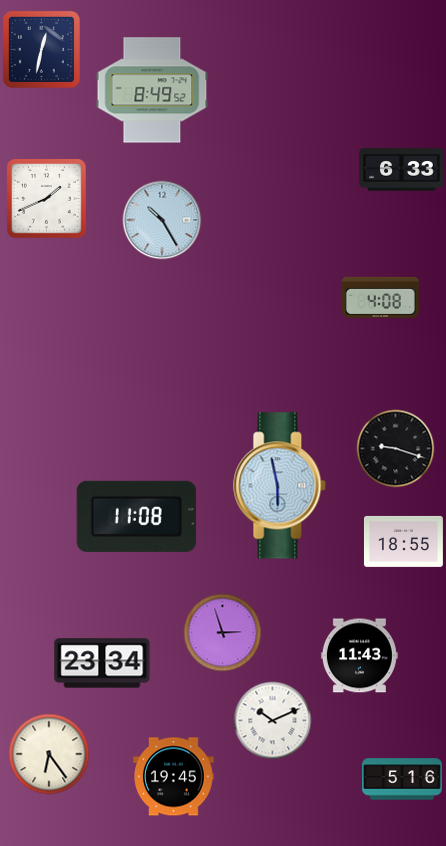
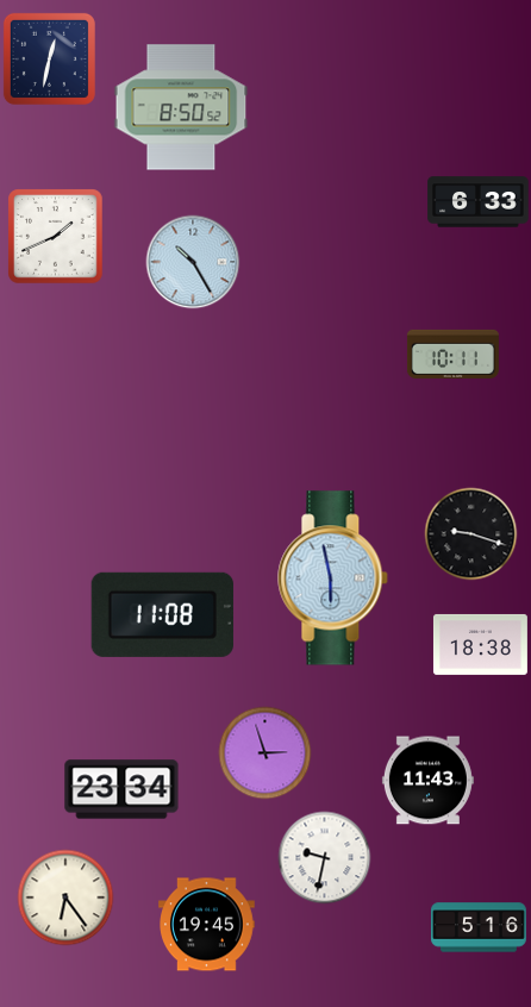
clock at (152, 90): 8:49 -> 8:50
clock at (380, 297): 4:08 -> 10:11
clock at (403, 541): 18:55 -> 18:38
clock at (272, 720): 10:11 -> 9:32
clock at (49, 754) position: (49, 754) -> (65, 897)
